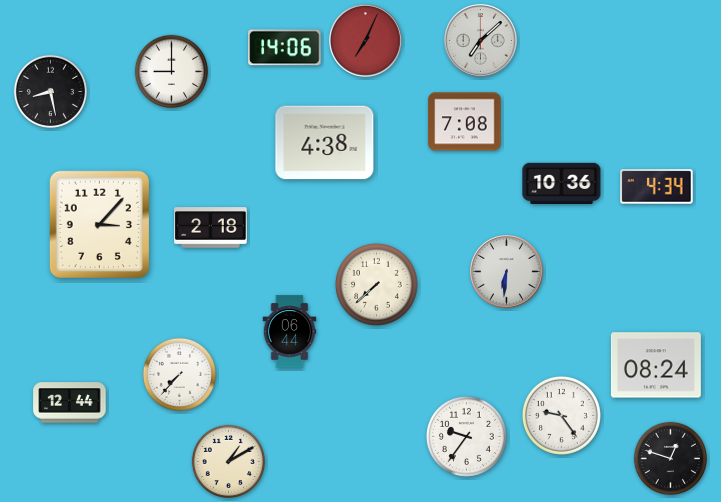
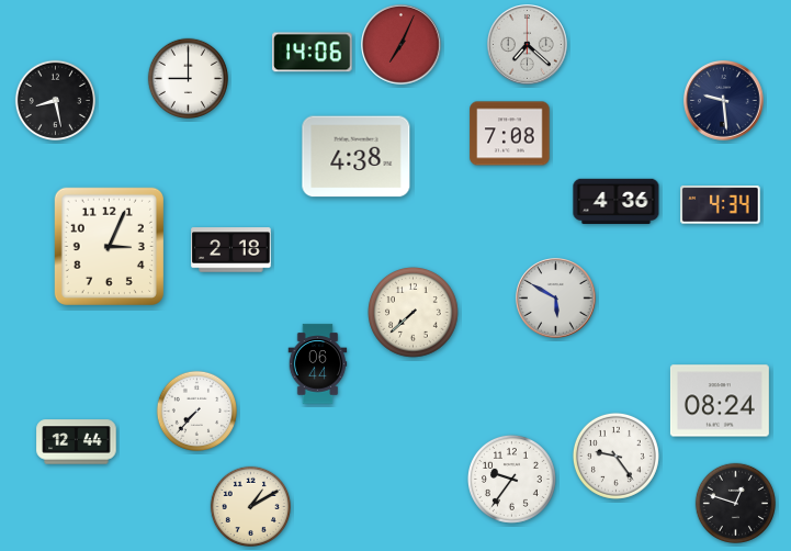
clock at (481, 41): 7:08 -> 7:22
clock at (724, 101): none -> 9:29
clock at (562, 183): 10:36 -> 4:36
clock at (99, 224): 3:07 -> 3:04
clock at (507, 272): 6:31 -> 5:50
